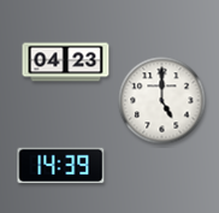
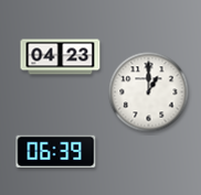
clock at (162, 101): 5:00 -> 1:00
clock at (61, 166): 14:39 -> 06:39
